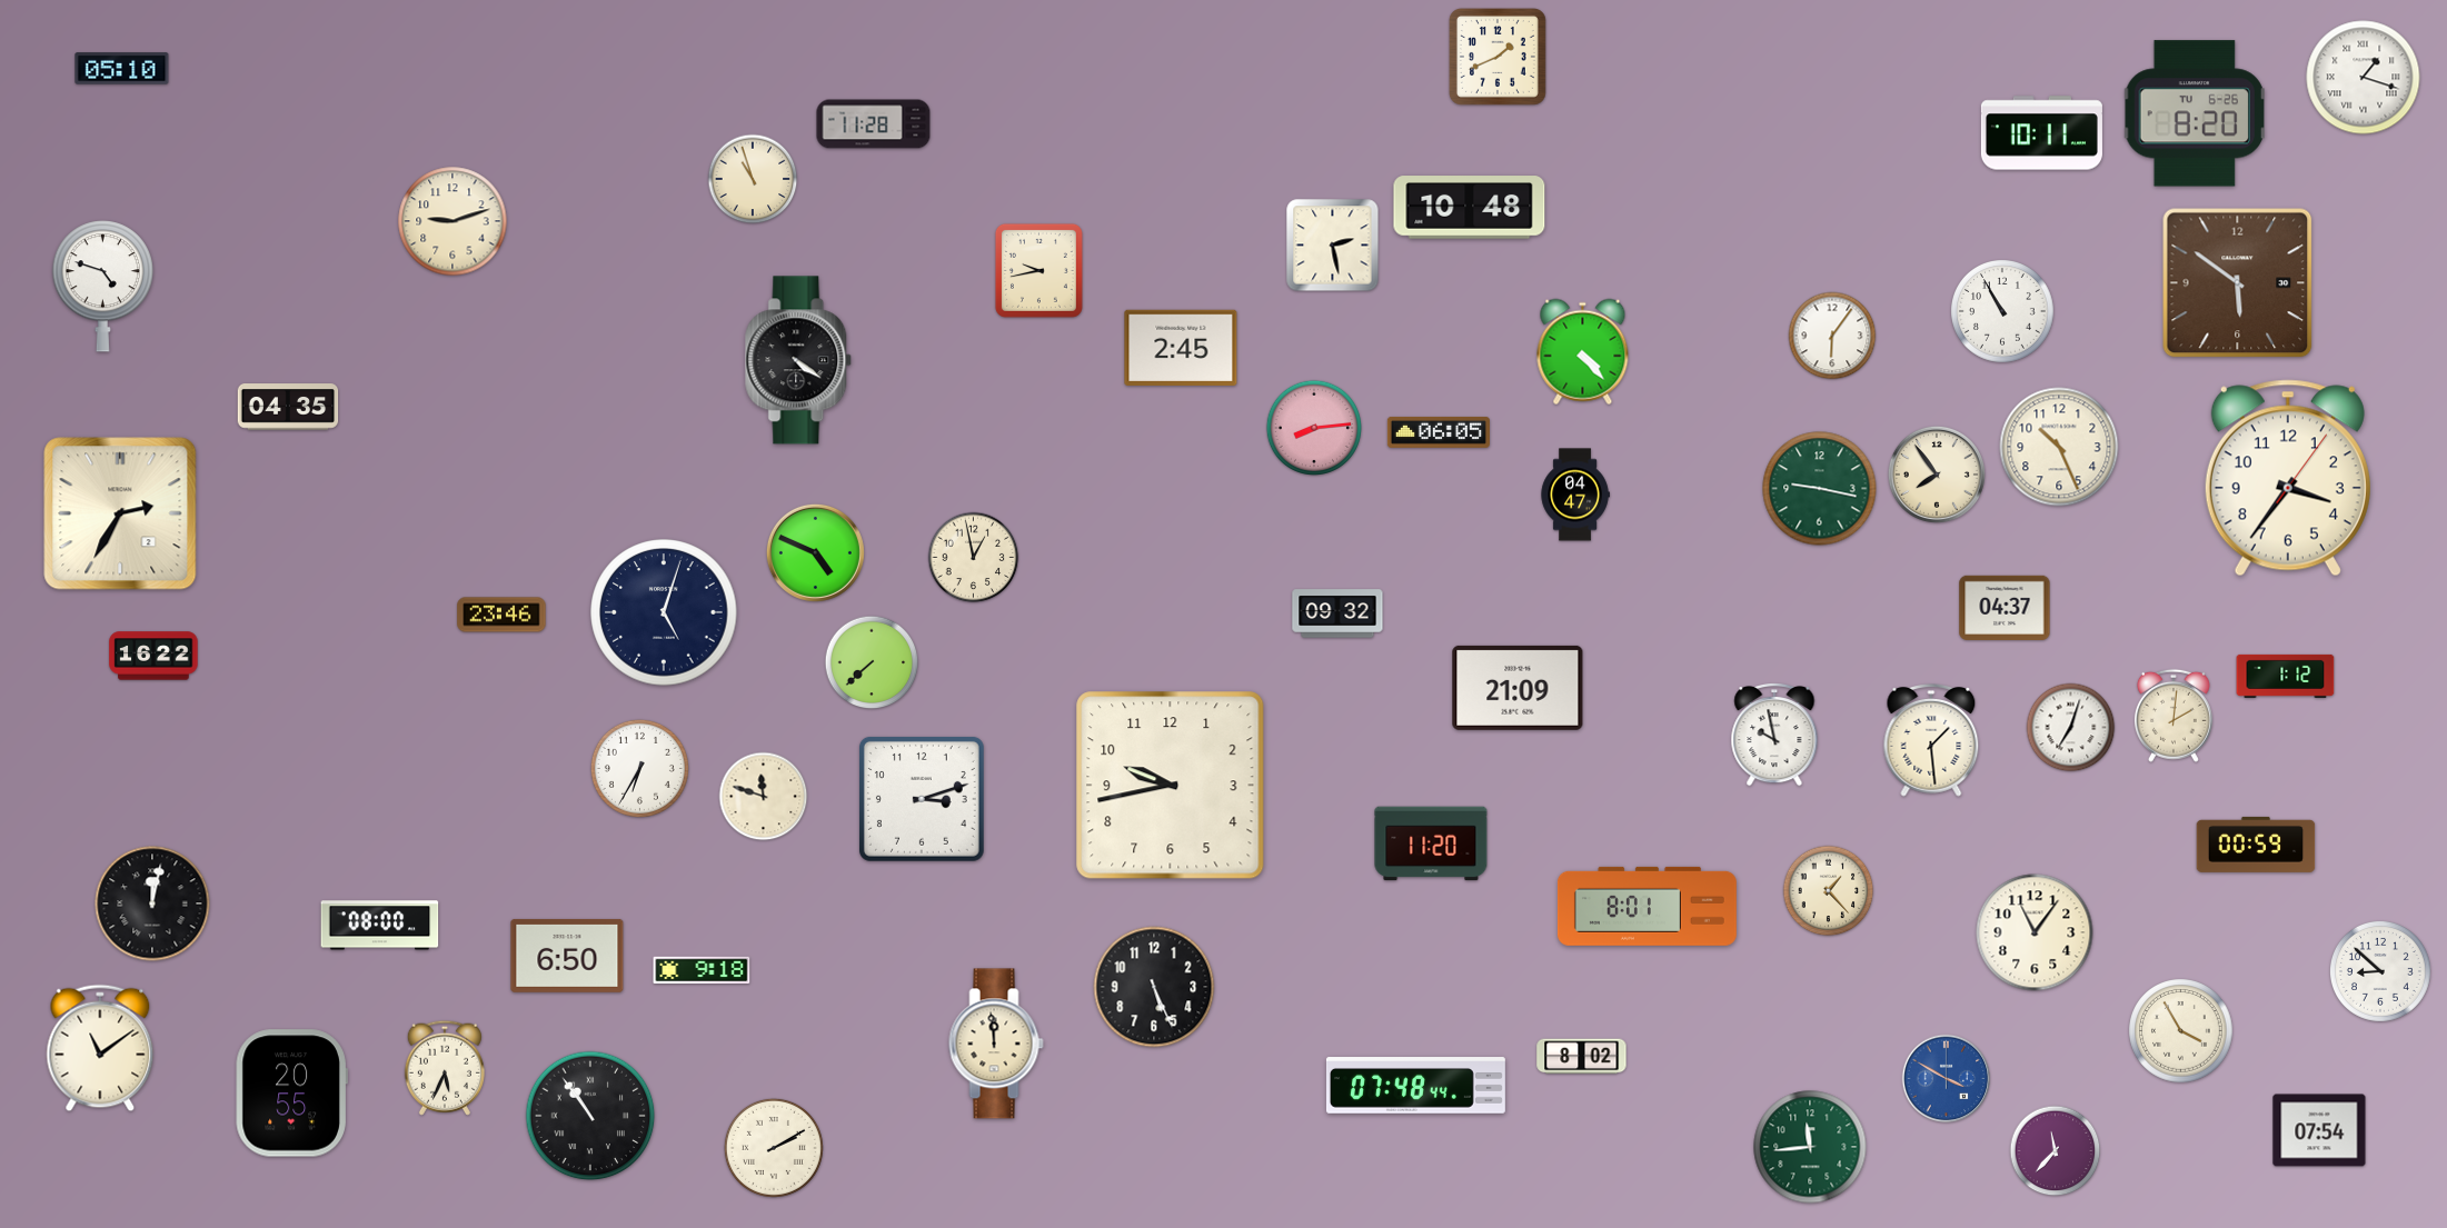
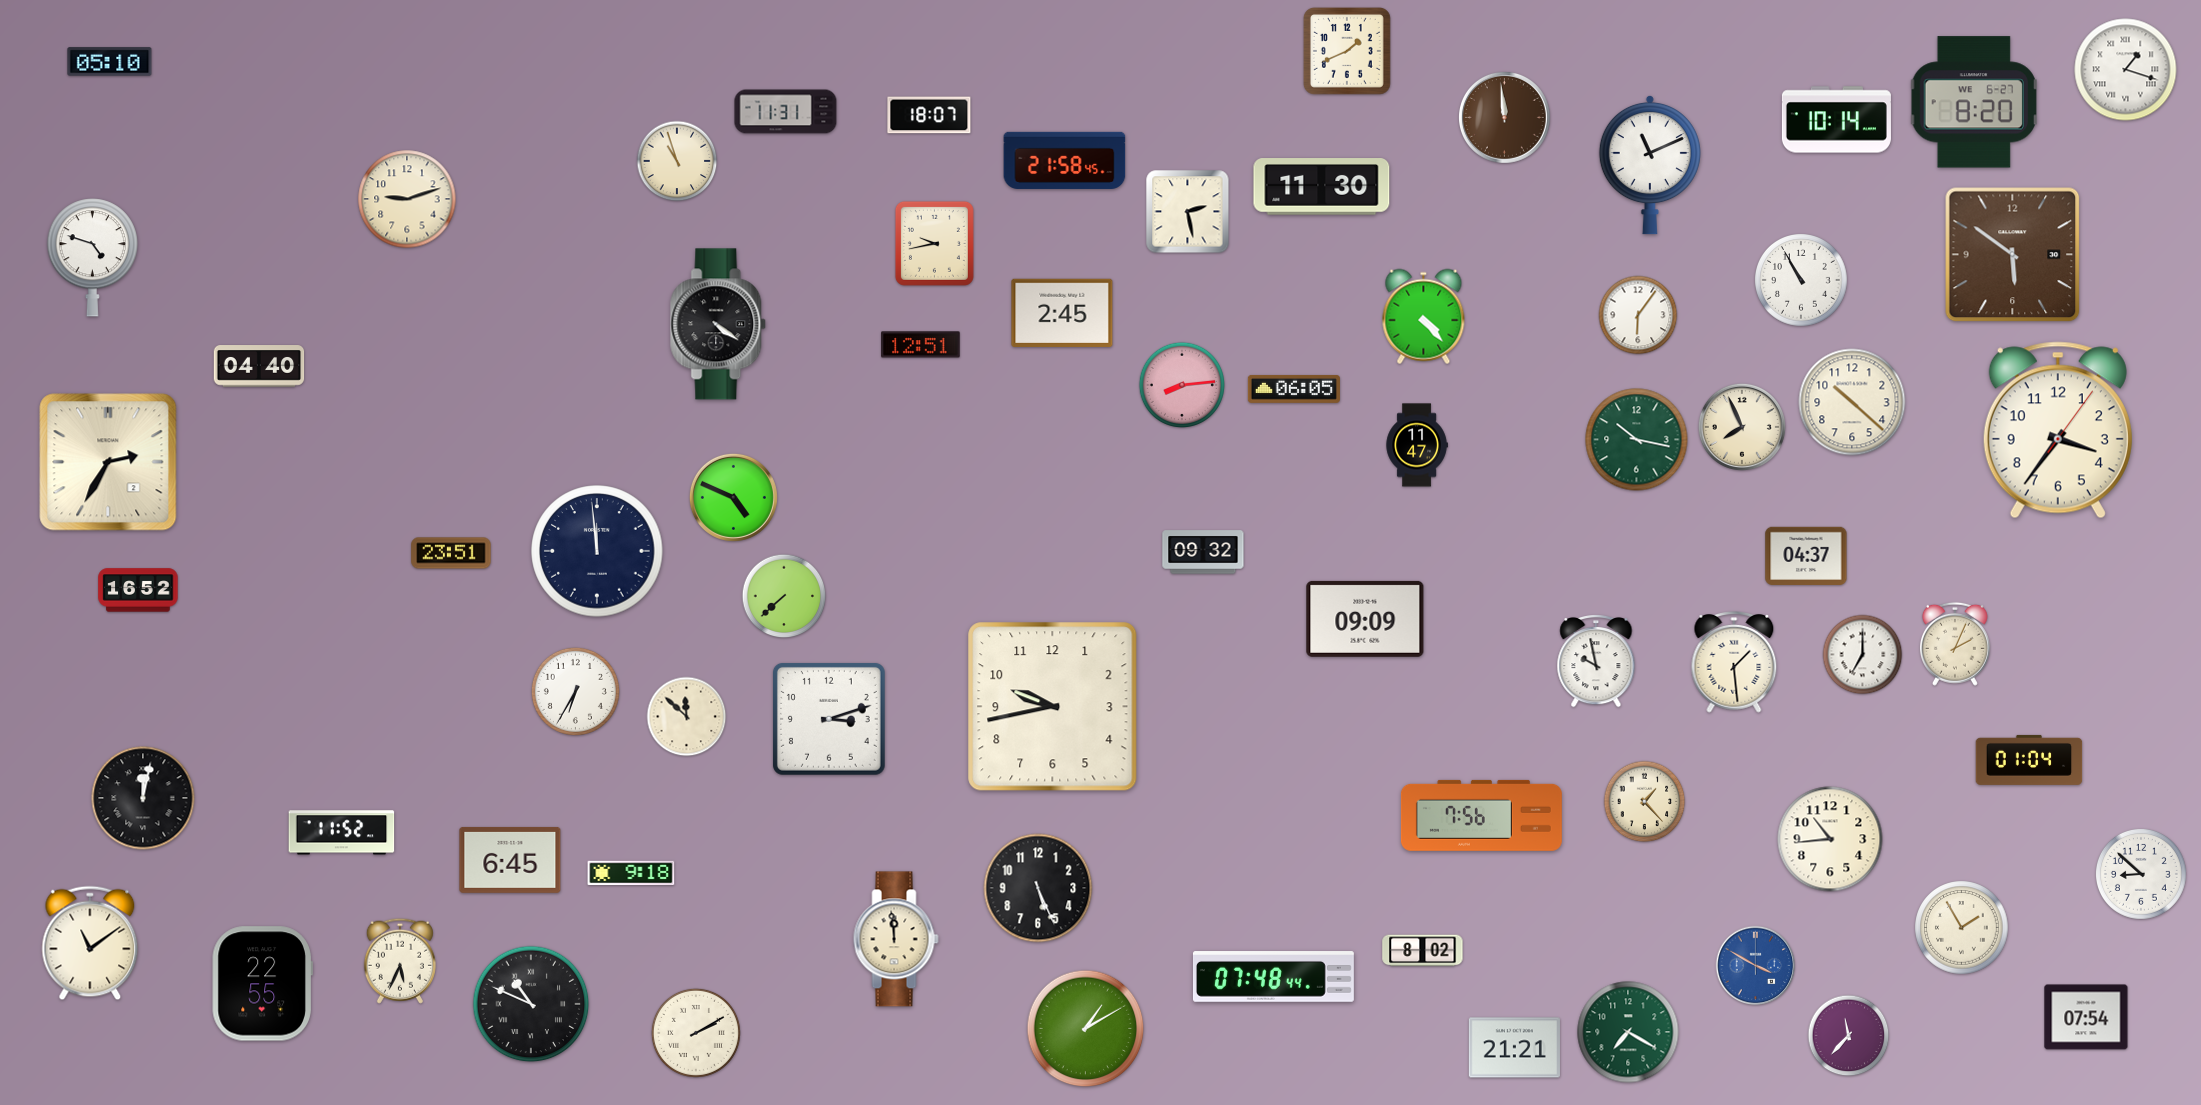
clock at (2194, 113) date: TU 6-26 -> WE 6-27
clock at (874, 124): 11:28 -> 11:31
clock at (929, 115): none -> 18:07
clock at (1504, 117): none -> 11:59
clock at (2041, 133): 10:11 -> 10:14
clock at (1065, 160): none -> 21:58
clock at (1650, 165): none -> 11:11
clock at (1470, 208): 10:48 -> 11:30
clock at (1333, 246) position: (1333, 246) -> (1188, 212)
clock at (1832, 336) position: (1832, 336) -> (1638, 315)
clock at (921, 345): none -> 12:51
clock at (288, 407): 04:35 -> 04:40
clock at (2059, 447): 10:26 -> 10:22
clock at (1937, 475): 7:54 -> 7:56
clock at (1820, 489): 9:17 -> 10:17
clock at (1575, 495): 04:47 -> 11:47
clock at (974, 558): 12:58 -> none
clock at (2005, 608) position: (2005, 608) -> (1806, 556)
clock at (664, 612): 5:03 -> 11:59
clock at (501, 615): 23:46 -> 23:51
clock at (153, 656): 16:22 -> 16:52
clock at (2286, 676): 1:12 -> none
clock at (1518, 688): 21:09 -> 09:09
clock at (2174, 716): 2:01 -> 2:04
clock at (2071, 728): 7:03 -> 7:00
clock at (1931, 741) position: (1931, 741) -> (1734, 663)
clock at (764, 797): 11:48 -> 11:52
clock at (1431, 843): 11:20 -> none
clock at (2256, 845): 00:59 -> 01:04
clock at (152, 903) position: (152, 903) -> (143, 798)
clock at (1647, 906): 8:01 -> 7:56
clock at (380, 926): 08:00 -> 11:52
clock at (2035, 932): 11:06 -> 10:44
clock at (567, 956): 6:50 -> 6:45
clock at (2181, 1031): 3:55 -> 1:55
clock at (1947, 1079) position: (1947, 1079) -> (1756, 966)
clock at (291, 1094): 20:55 -> 22:55
clock at (590, 1116): 10:54 -> 10:49
clock at (1086, 1029): none -> 1:10
clock at (1810, 1147): 11:44 -> 7:20
clock at (1514, 1048): none -> 21:21
